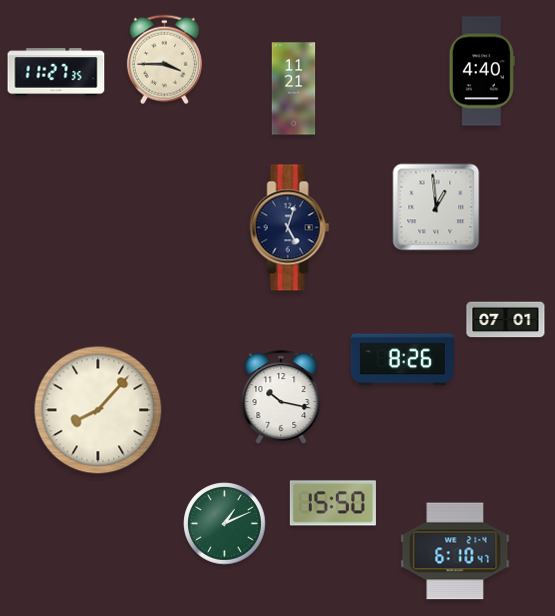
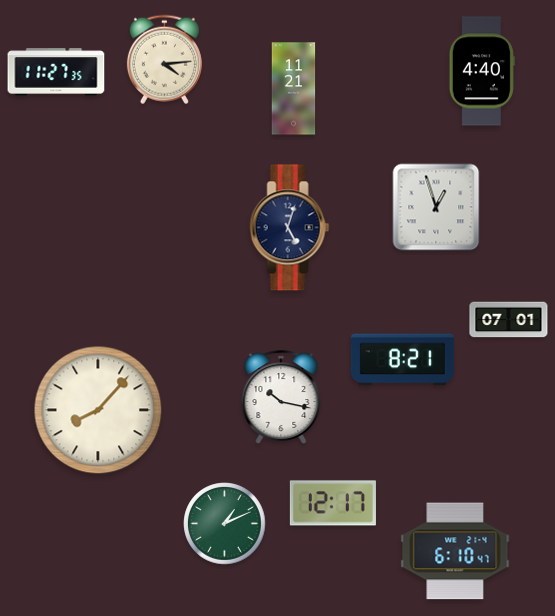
clock at (164, 60): 3:45 -> 4:14
clock at (436, 207): 12:59 -> 12:57
clock at (506, 320) position: (506, 320) -> (509, 320)
clock at (402, 360): 8:26 -> 8:21
clock at (333, 503): 15:50 -> 12:17
